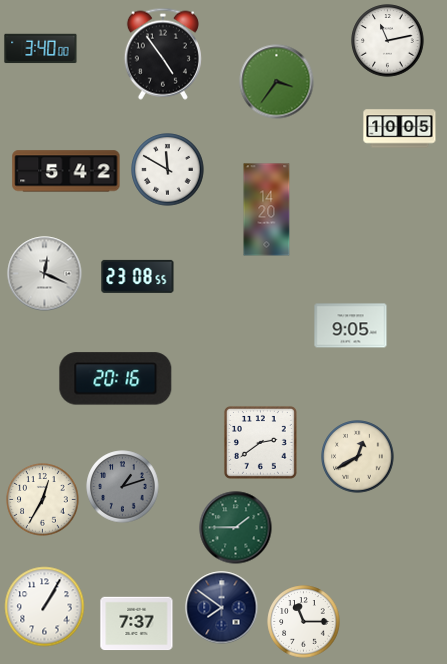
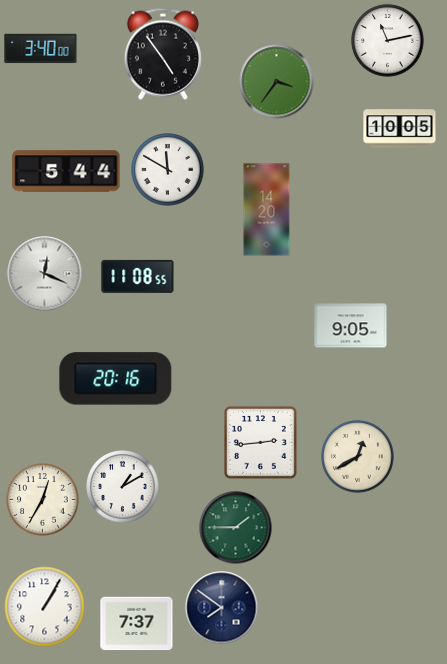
clock at (66, 171): 5:42 -> 5:44
clock at (138, 276): 23:08 -> 11:08
clock at (261, 443): 2:39 -> 2:44
clock at (123, 487): 1:12 -> 1:10
clock at (123, 487) dial: grey -> white
clock at (304, 622): 11:15 -> none
